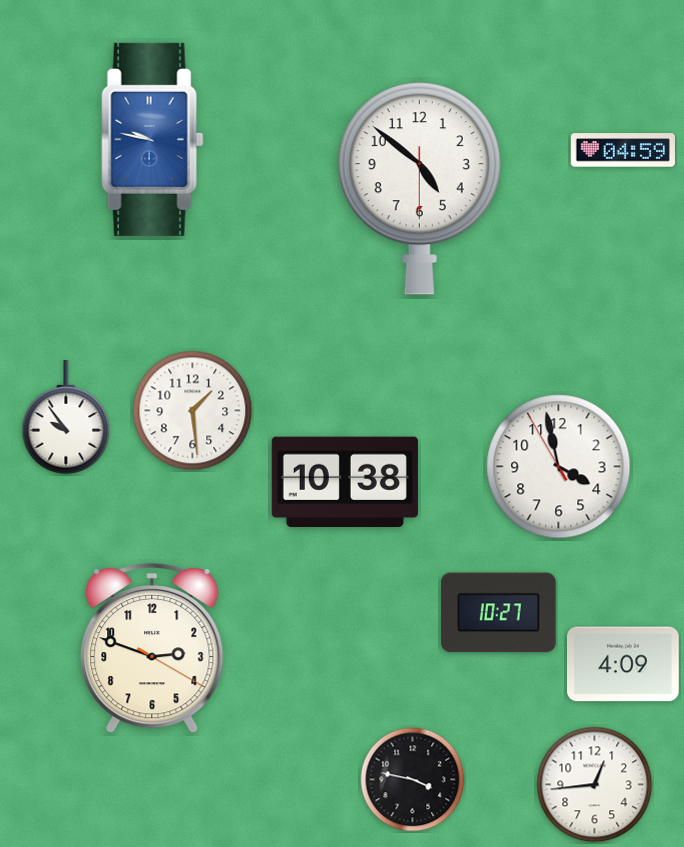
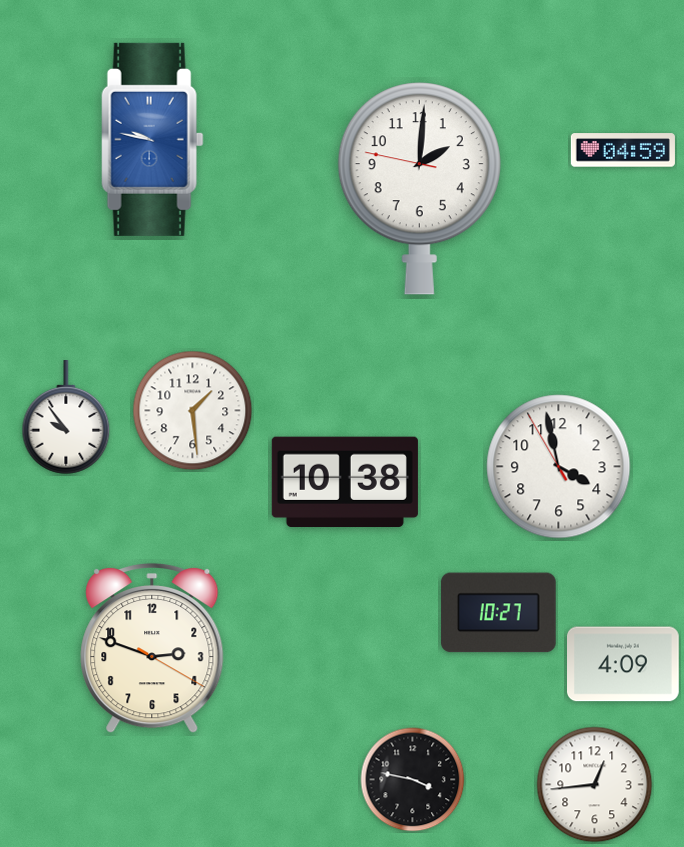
clock at (419, 189): 4:51 -> 2:00
